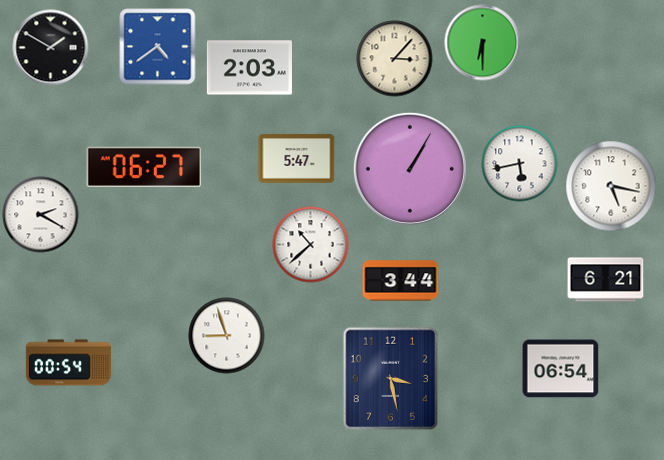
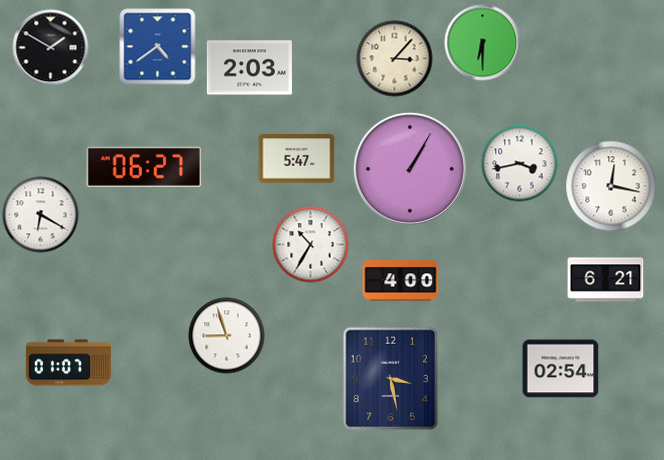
clock at (520, 164): 5:43 -> 3:43
clock at (611, 186): 5:17 -> 12:17
clock at (41, 215): 2:20 -> 6:20
clock at (311, 245): 10:38 -> 10:35
clock at (401, 281): 3:44 -> 4:00
clock at (68, 363): 00:54 -> 01:07
clock at (561, 369): 06:54 -> 02:54
